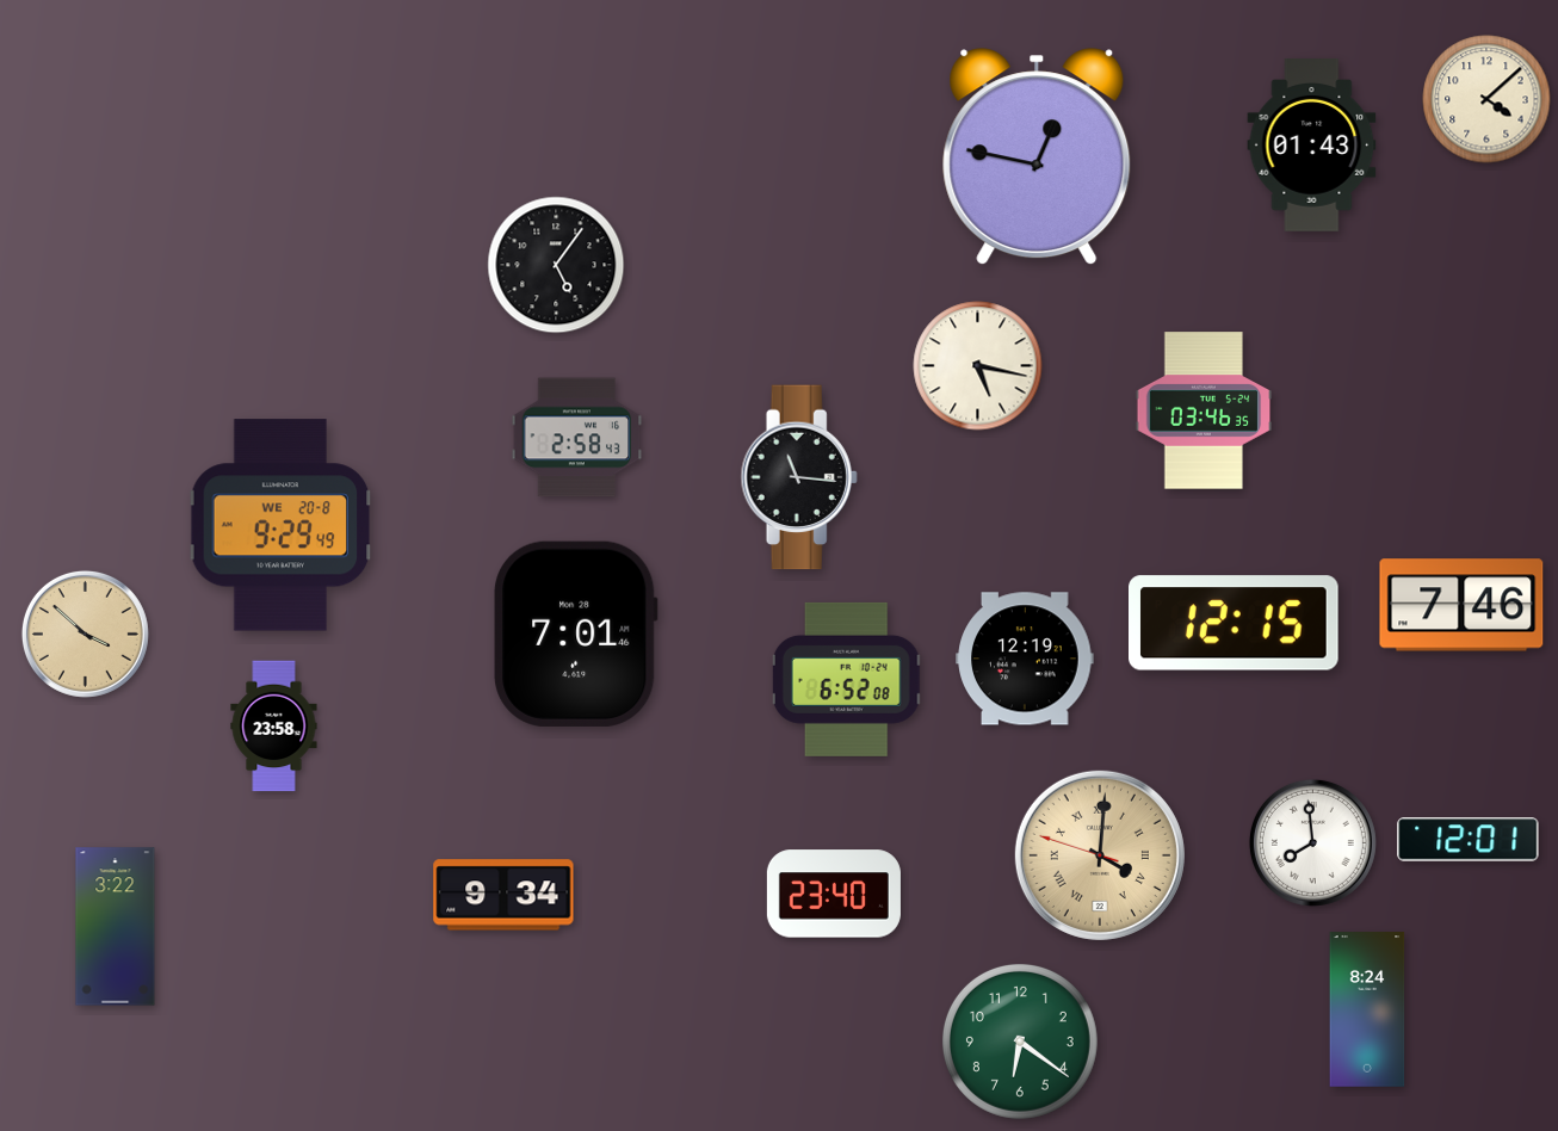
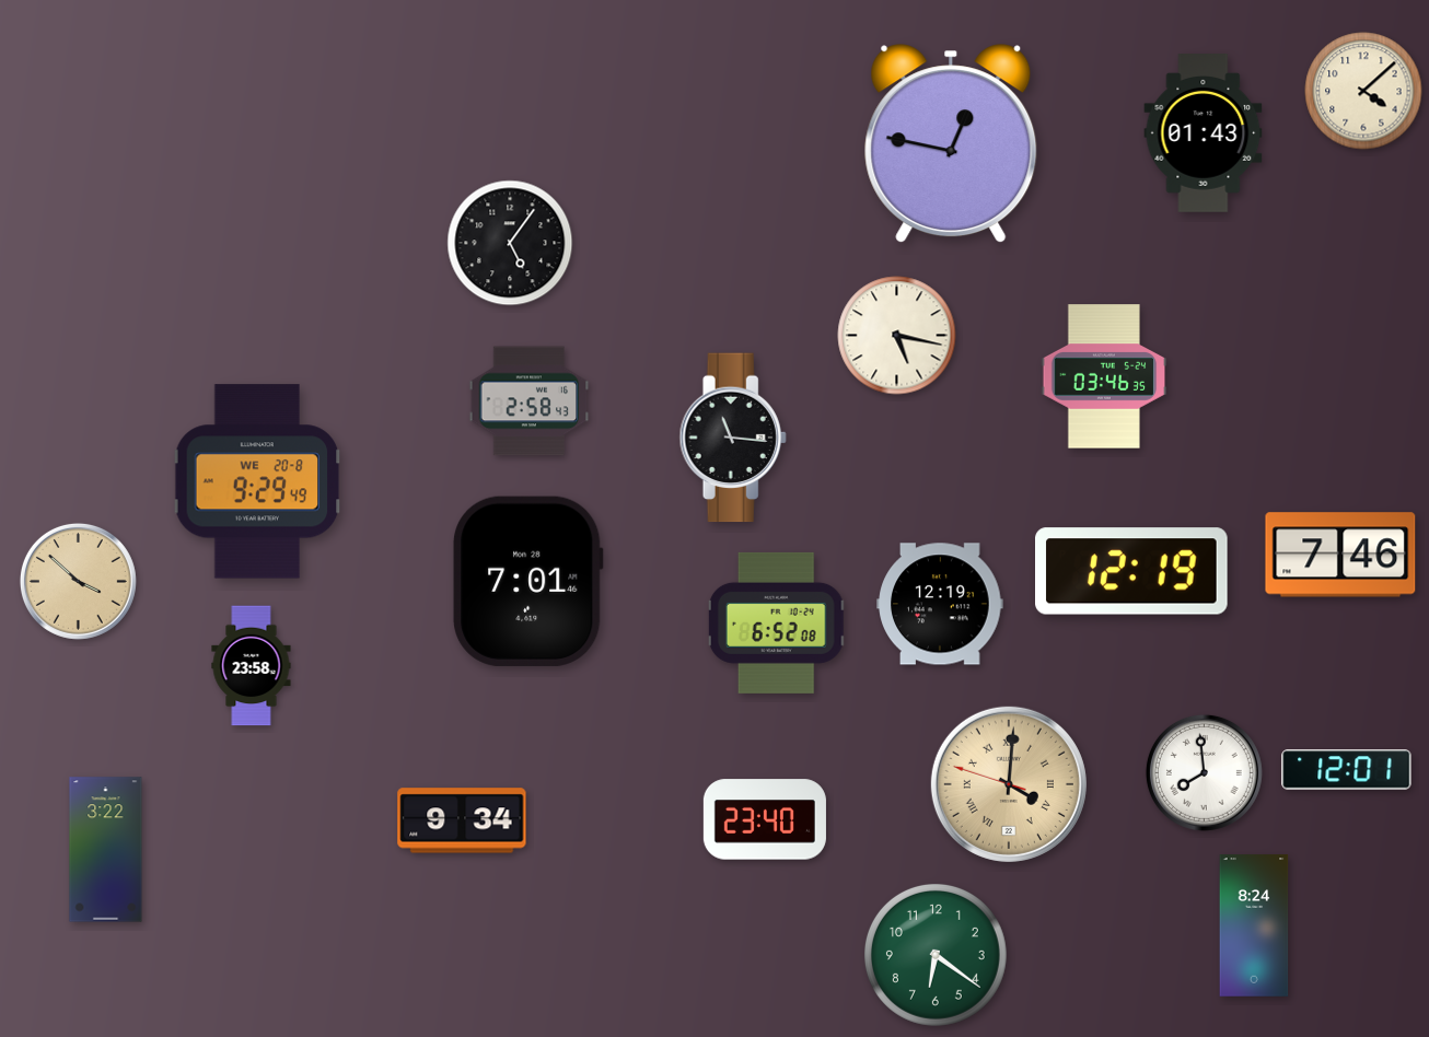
clock at (1235, 623): 12:15 -> 12:19
